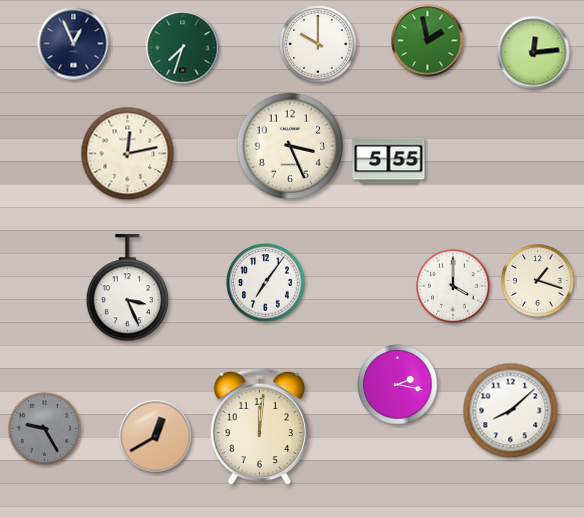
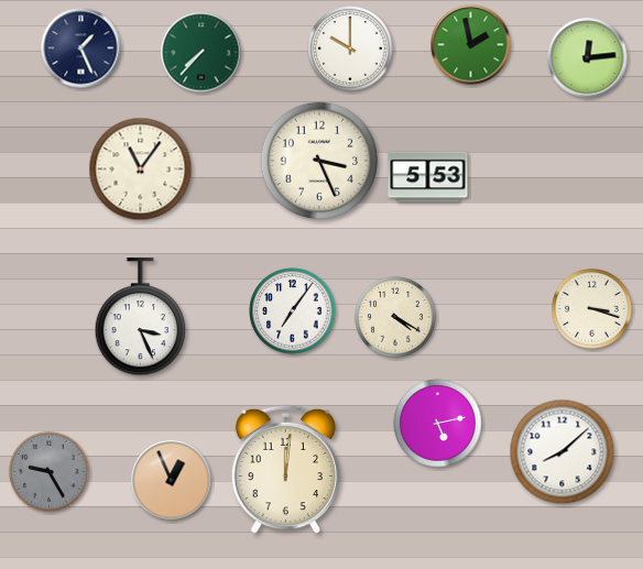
clock at (74, 44): 12:56 -> 1:26
clock at (183, 48): 7:33 -> 7:37
clock at (128, 154): 12:13 -> 11:06
clock at (389, 161): 5:55 -> 5:53
clock at (538, 281): 1:18 -> 3:18
clock at (453, 286): 4:00 -> none
clock at (395, 317): none -> 4:20
clock at (398, 385): 2:17 -> 5:13
clock at (156, 437): 12:40 -> 12:56
